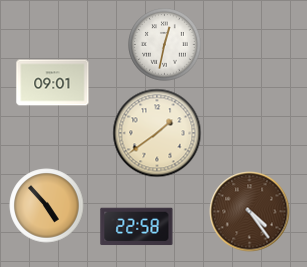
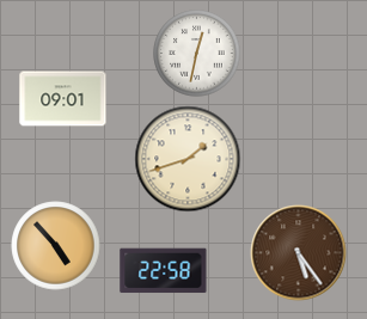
clock at (157, 133): 1:39 -> 1:42
clock at (250, 212): 4:24 -> 5:24
